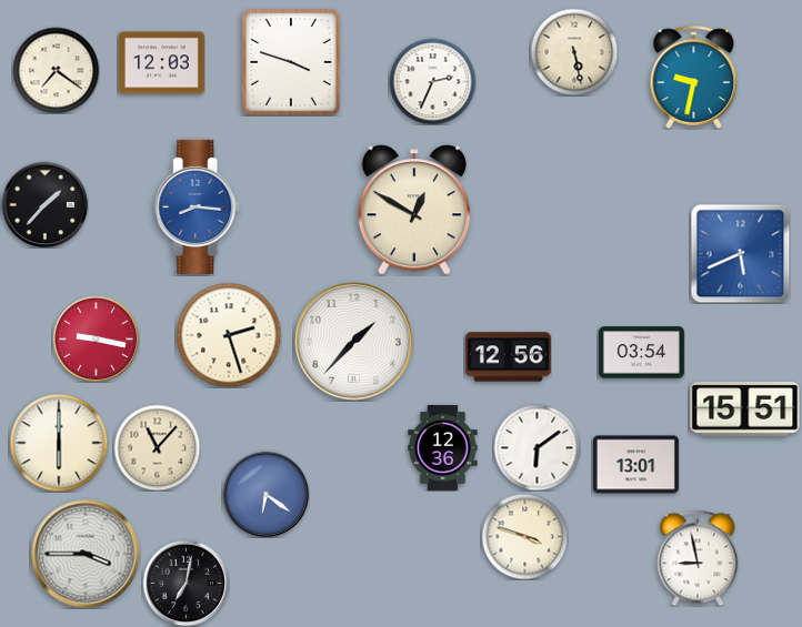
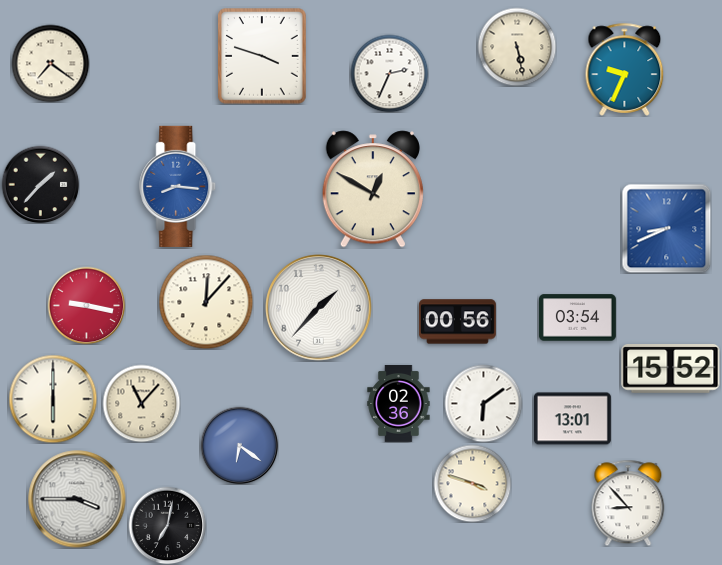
clock at (161, 63): 12:03 -> none
clock at (694, 77): 9:32 -> 9:34
clock at (740, 253): 5:41 -> 8:41
clock at (229, 335): 2:27 -> 12:07
clock at (508, 357): 12:56 -> 00:56
clock at (745, 409): 15:51 -> 15:52
clock at (443, 447): 12:36 -> 02:36
clock at (698, 558): 8:58 -> 8:53
